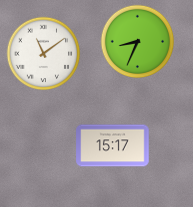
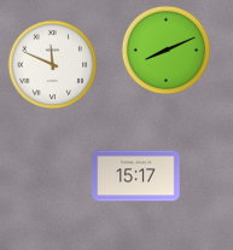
clock at (138, 42): 8:34 -> 8:11
clock at (44, 54): 11:09 -> 11:49
